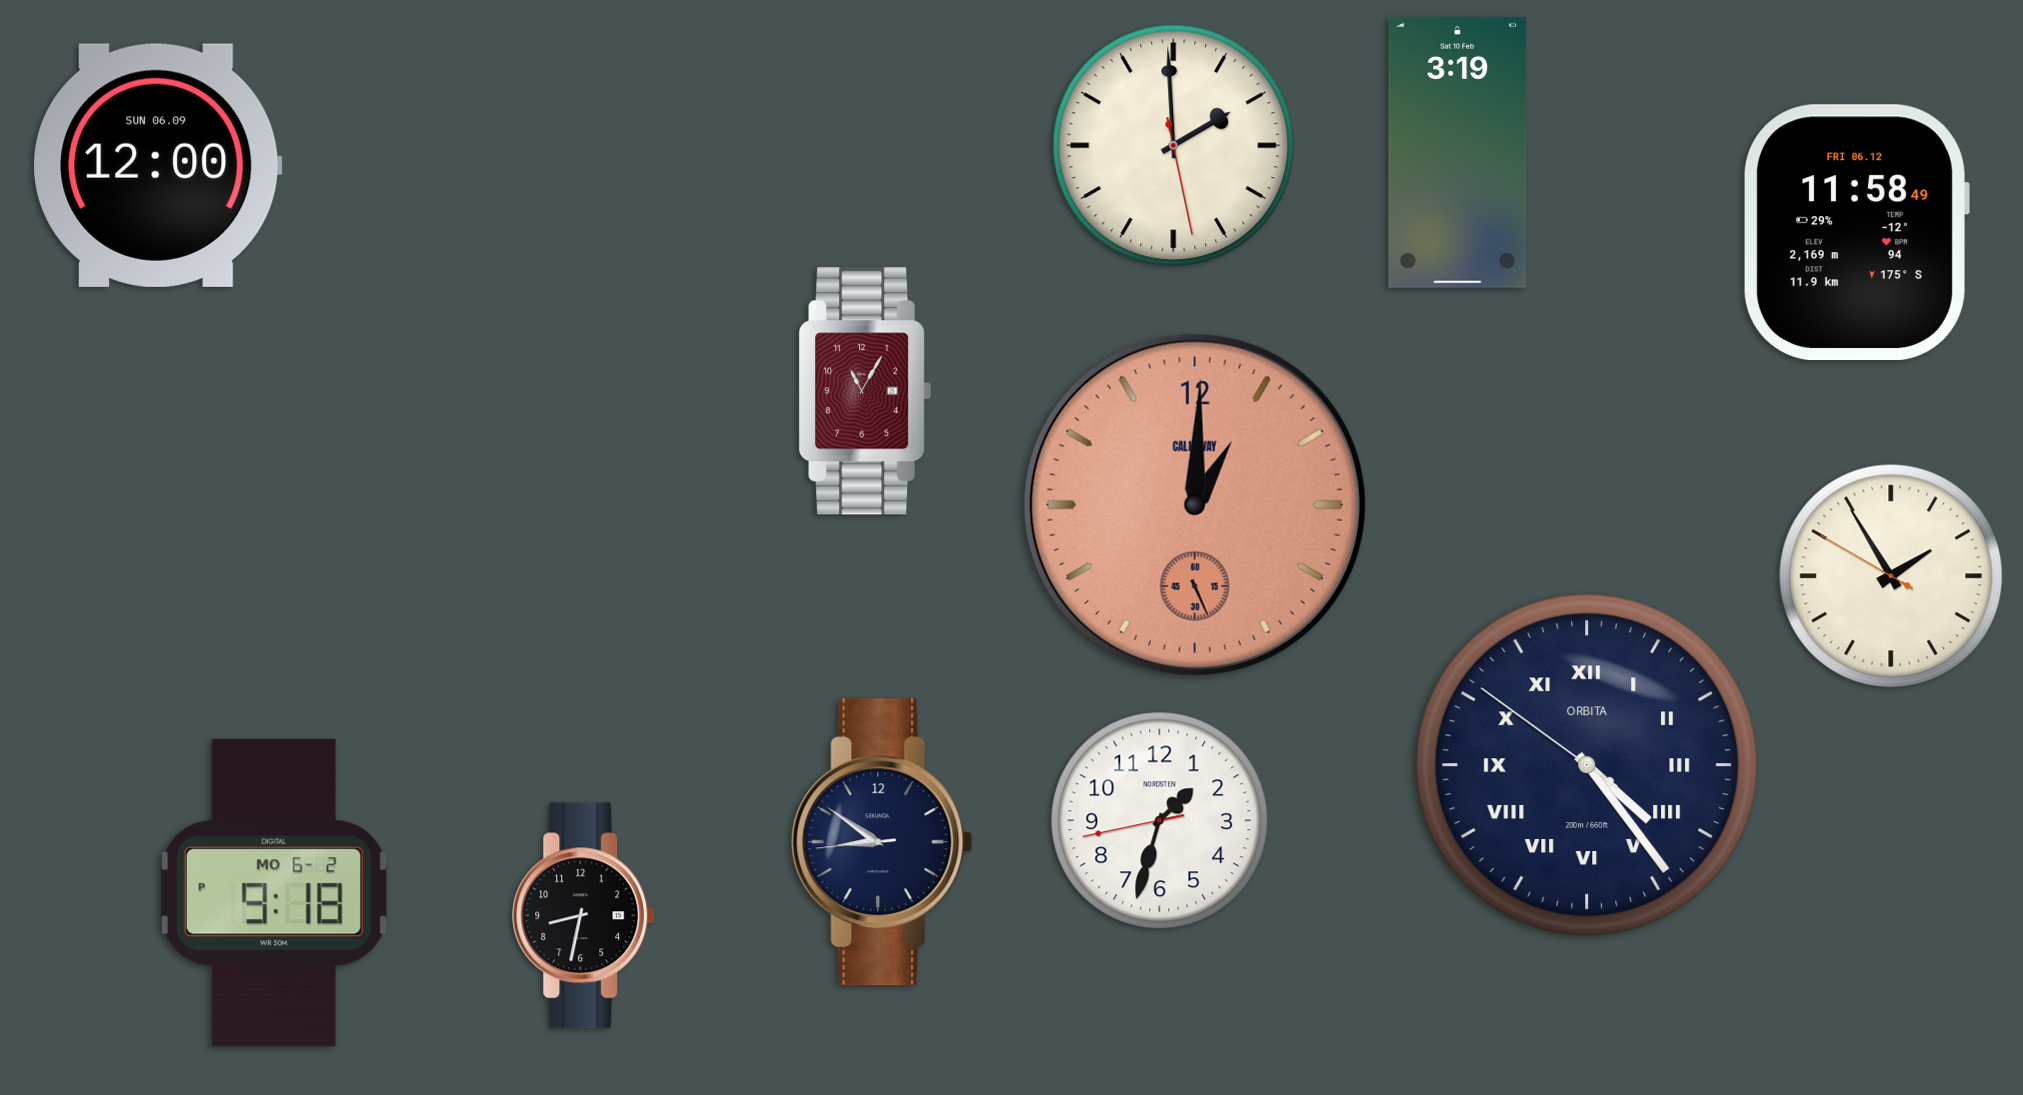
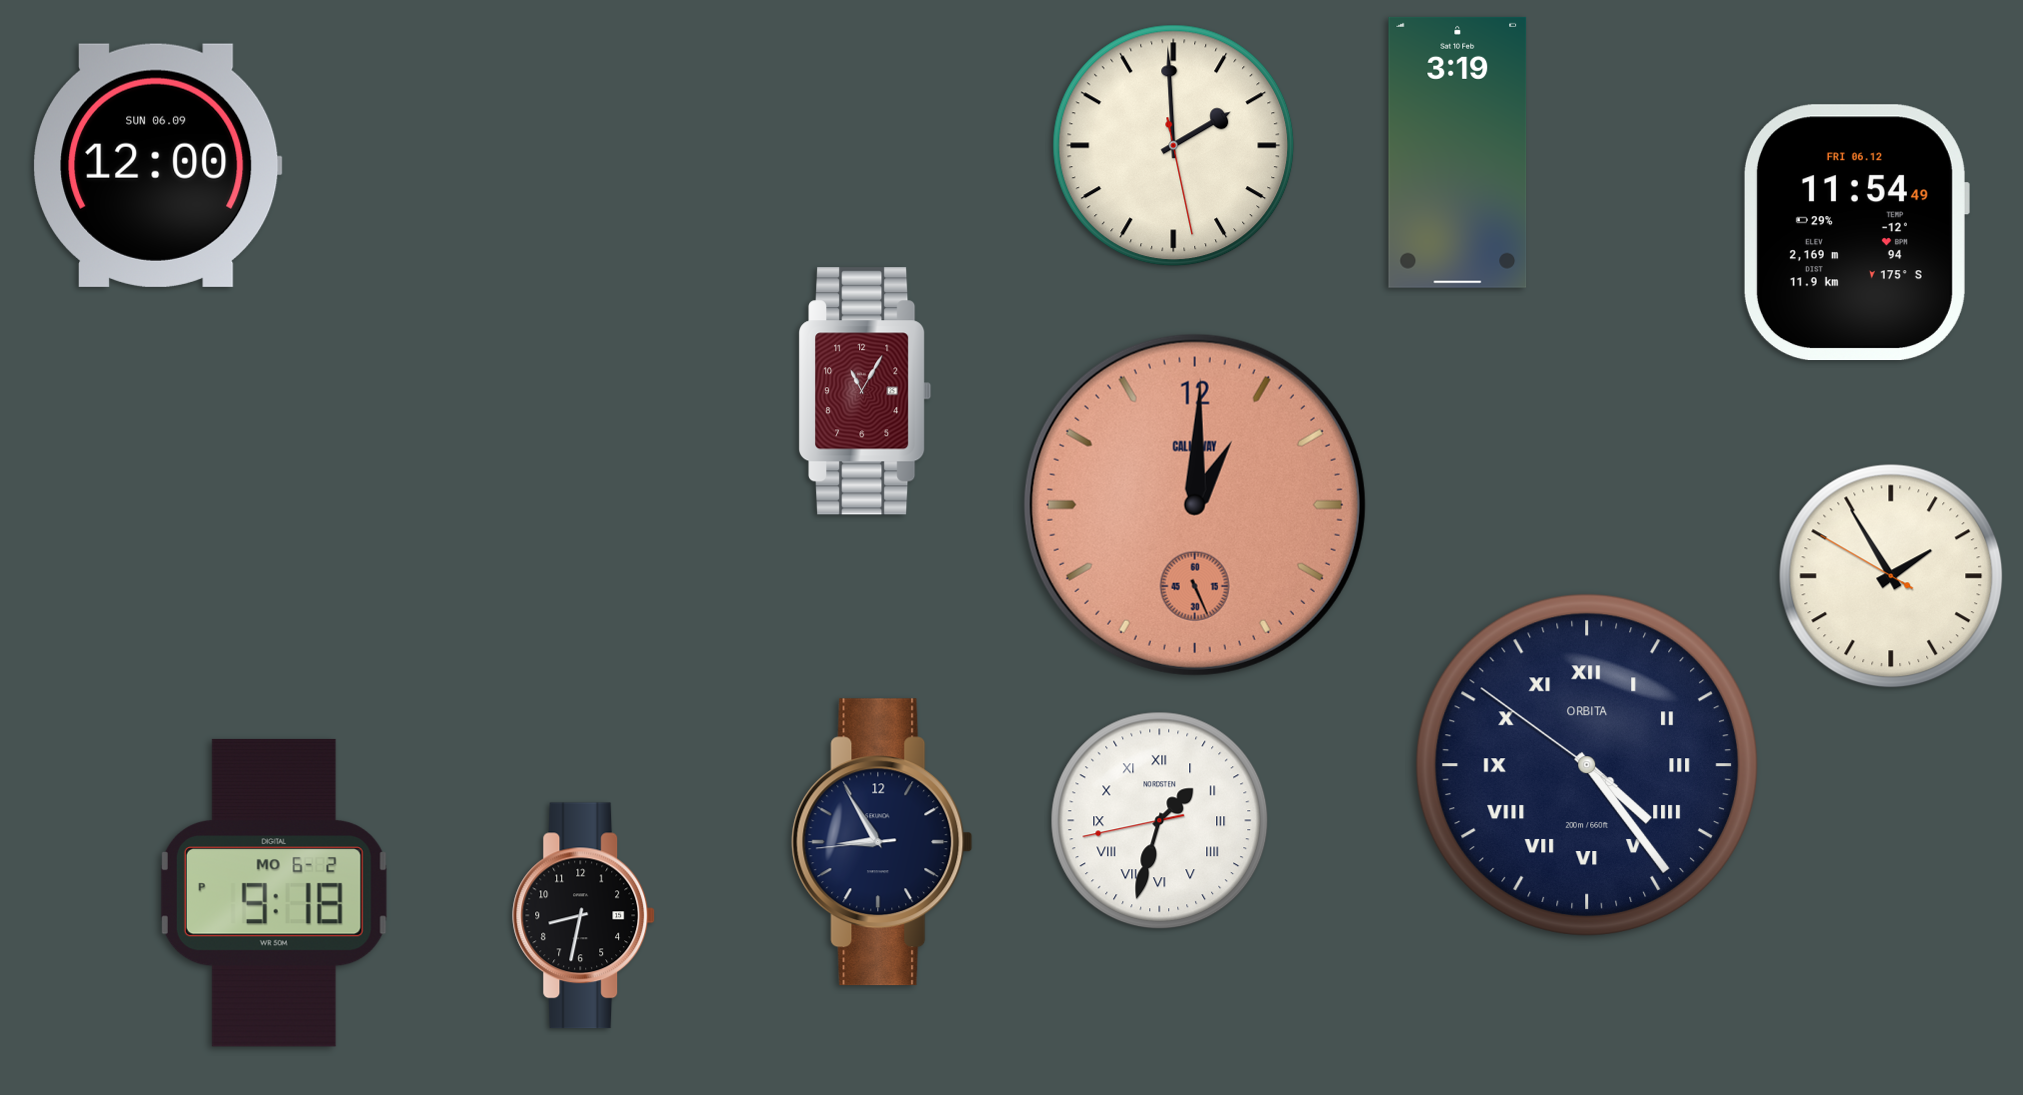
clock at (1856, 233): 11:58 -> 11:54
clock at (1160, 821) numerals: Arabic -> Roman
clock at (882, 842): 8:50 -> 8:54
